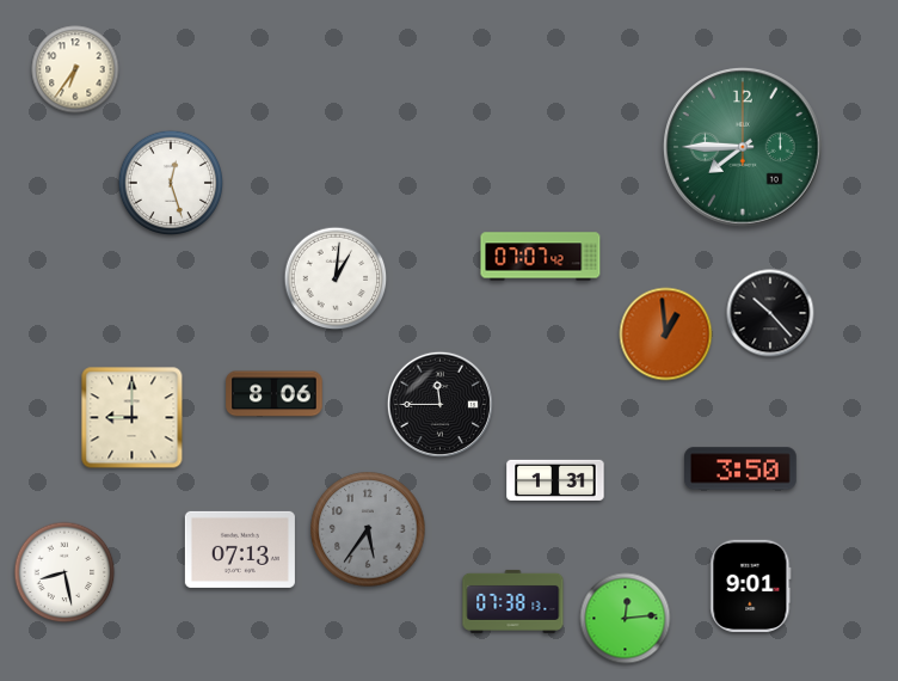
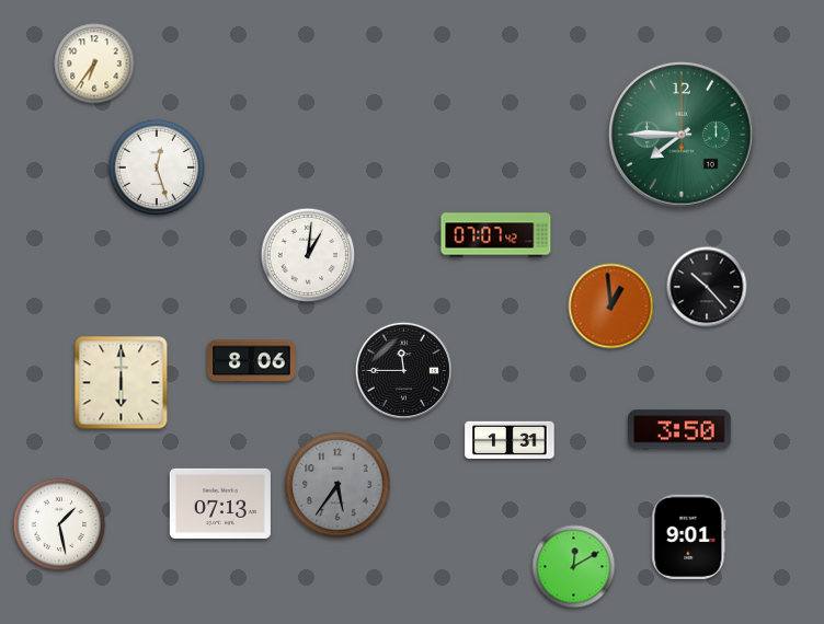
clock at (75, 69) position: (75, 69) -> (94, 63)
clock at (133, 418): 9:00 -> 6:00
clock at (64, 572): 8:28 -> 1:28
clock at (513, 601): 07:38 -> none
clock at (626, 619): 12:14 -> 12:10
